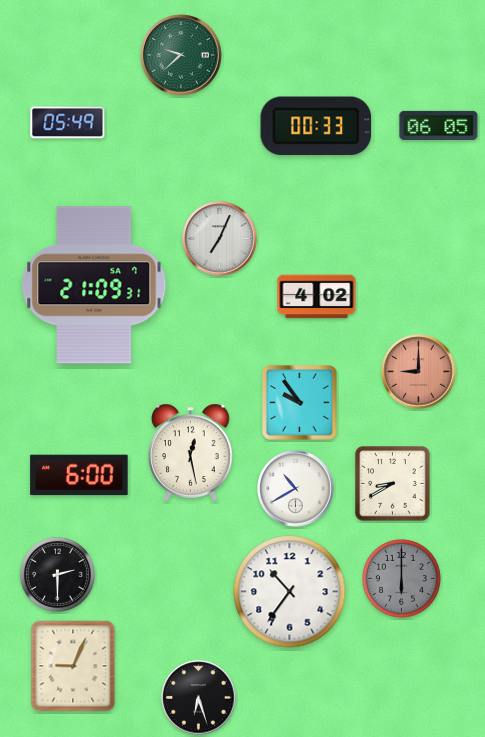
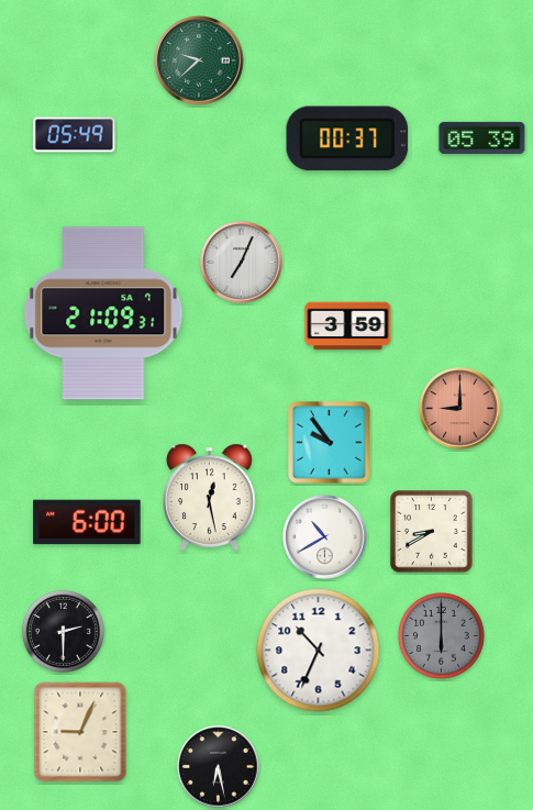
clock at (439, 125): 06:05 -> 05:39
clock at (316, 126): 00:33 -> 00:37
clock at (317, 297): 4:02 -> 3:59
clock at (290, 592): 10:36 -> 10:34
clock at (199, 698): 6:27 -> 6:28
